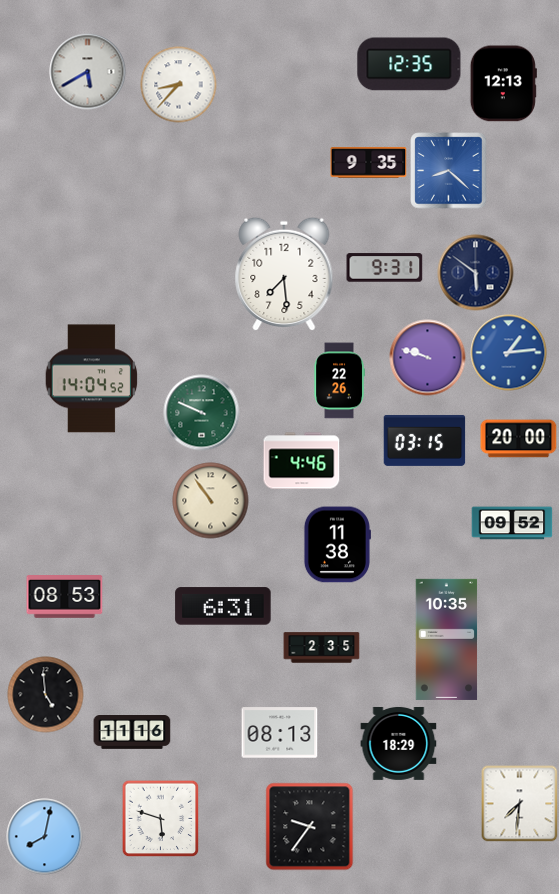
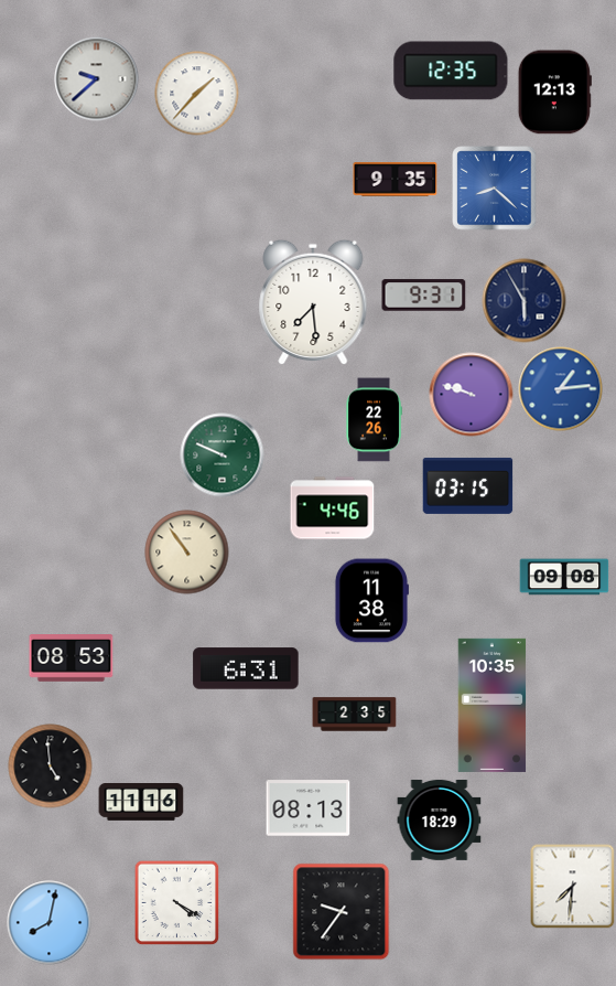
clock at (88, 72): 5:40 -> 9:38
clock at (179, 85): 8:37 -> 1:37
clock at (369, 163) position: (369, 163) -> (396, 180)
clock at (476, 273): 5:51 -> 5:55
clock at (92, 379): 14:04 -> none
clock at (519, 439): 20:00 -> none
clock at (211, 501) position: (211, 501) -> (187, 553)
clock at (512, 523): 09:52 -> 09:08
clock at (132, 733) position: (132, 733) -> (141, 803)
clock at (160, 818): 5:48 -> 4:20
